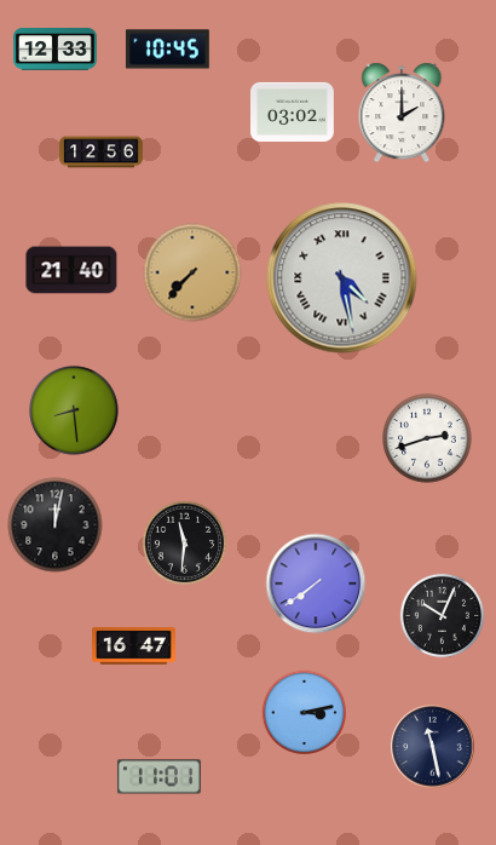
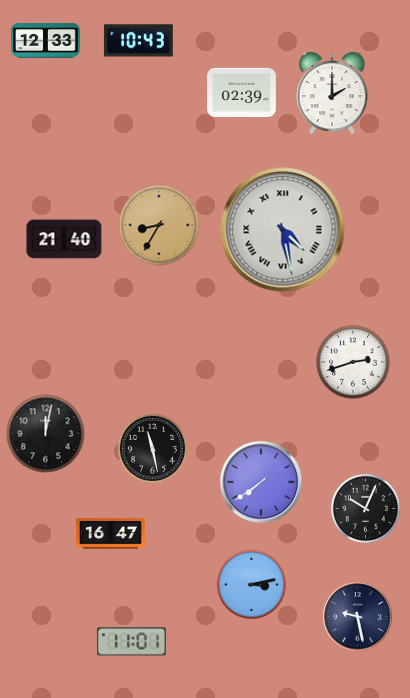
clock at (167, 50): 10:45 -> 10:43
clock at (293, 111): 03:02 -> 02:39
clock at (102, 153): 12:56 -> none
clock at (71, 270) position: (71, 270) -> (64, 239)
clock at (192, 272): 7:37 -> 8:35
clock at (74, 410): 8:29 -> none
clock at (184, 542): 11:31 -> 11:28
clock at (304, 712) position: (304, 712) -> (251, 584)
clock at (433, 747): 11:28 -> 9:28
